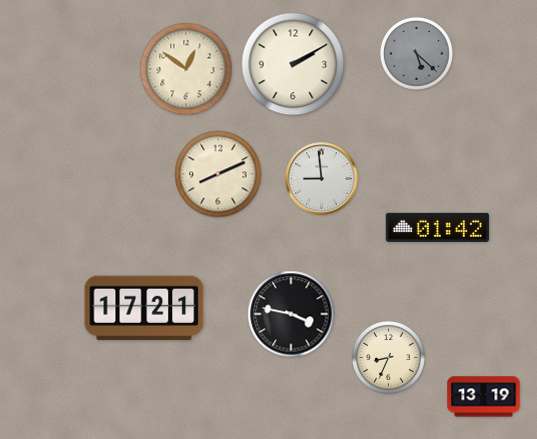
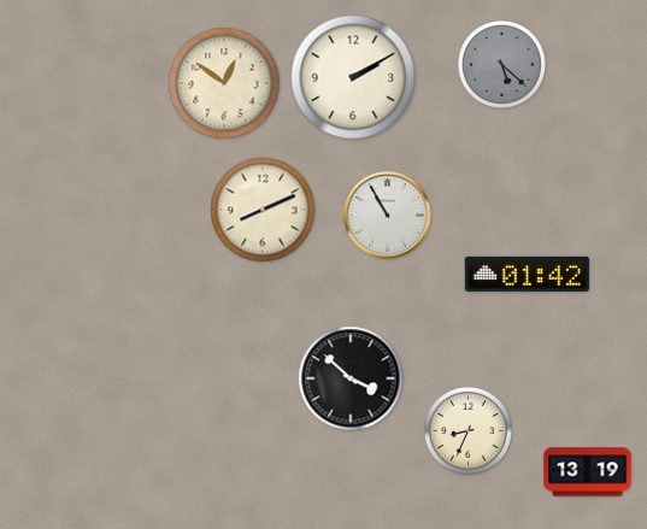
clock at (322, 179): 8:59 -> 10:55
clock at (144, 308): 17:21 -> none
clock at (291, 314): 3:47 -> 3:52
clock at (484, 397) position: (484, 397) -> (588, 472)
